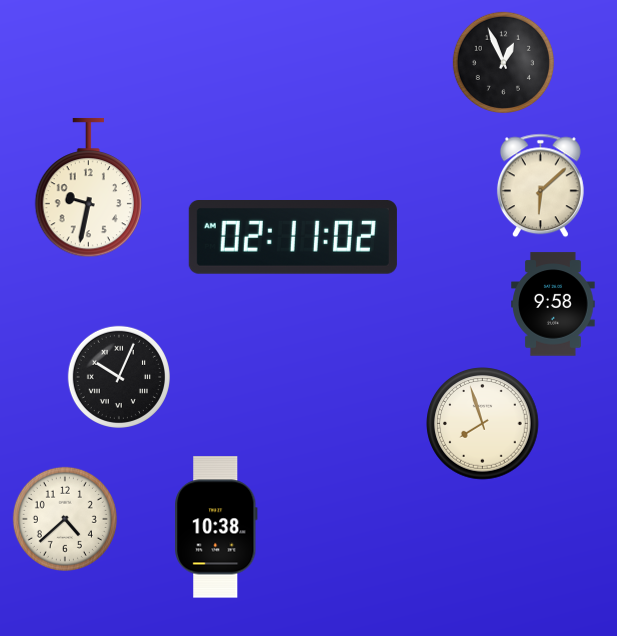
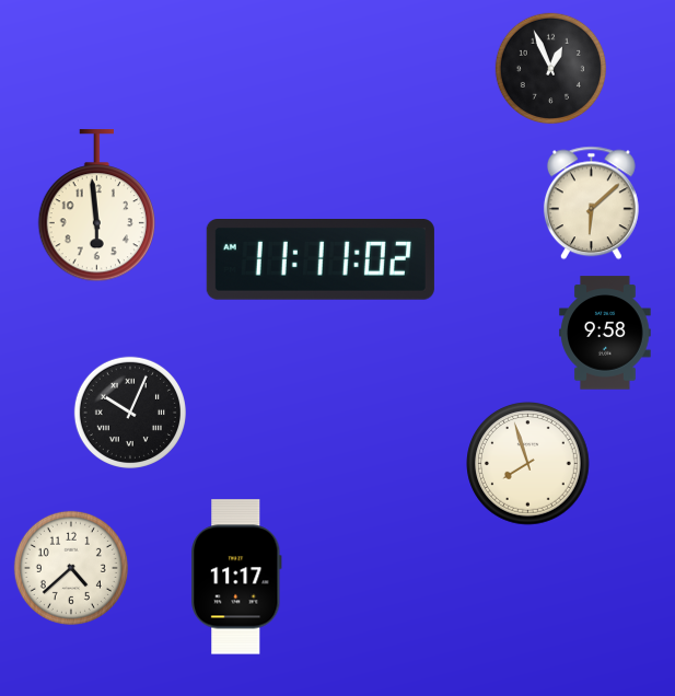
clock at (88, 188): 9:32 -> 5:59
clock at (293, 238): 02:11 -> 11:11
clock at (216, 527): 10:38 -> 11:17
